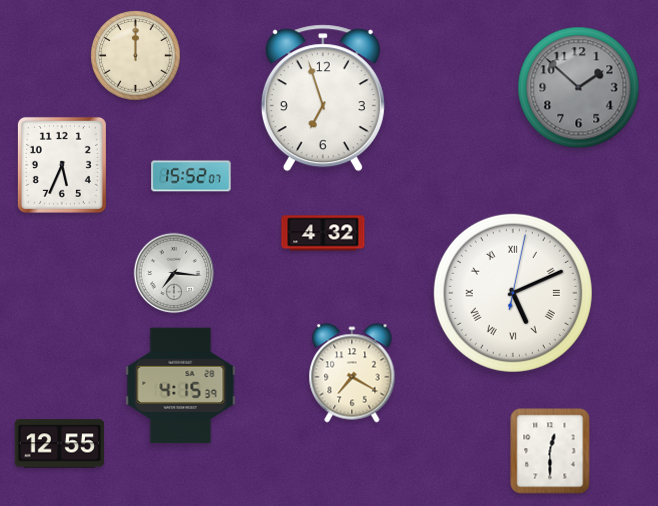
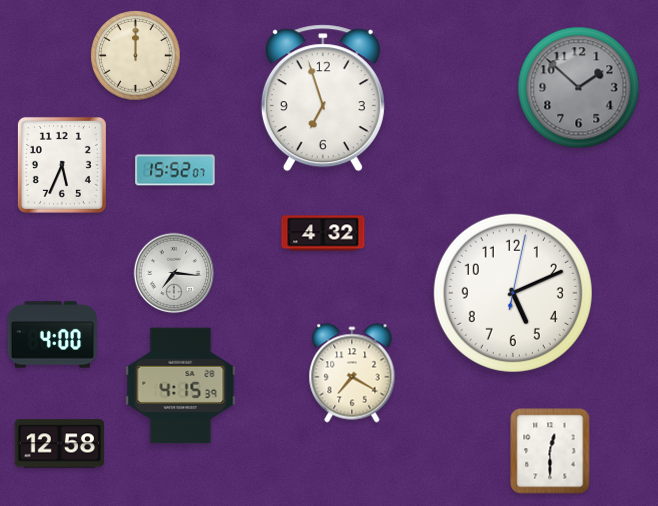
clock at (191, 176) position: (191, 176) -> (175, 170)
clock at (513, 293) numerals: Roman -> Arabic
clock at (52, 335): none -> 4:00
clock at (59, 444): 12:55 -> 12:58
